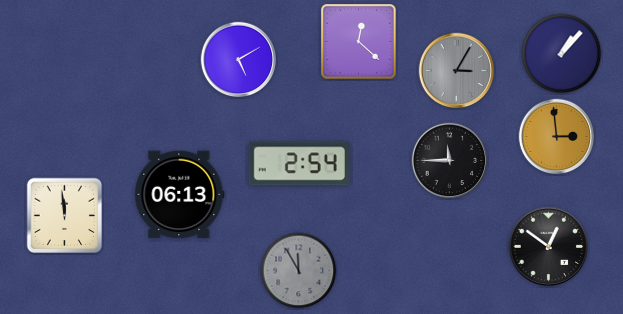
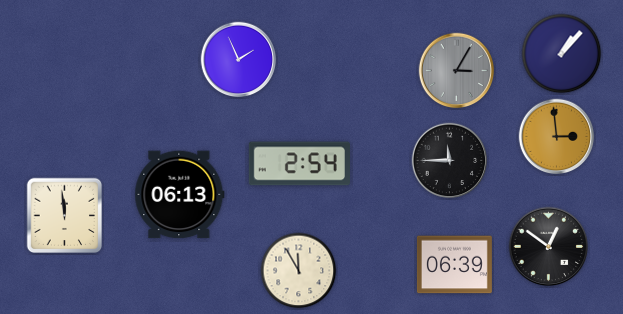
clock at (359, 42): 12:22 -> none
clock at (239, 60): 5:10 -> 1:56
clock at (454, 265): none -> 06:39
clock at (299, 271) dial: grey -> cream
